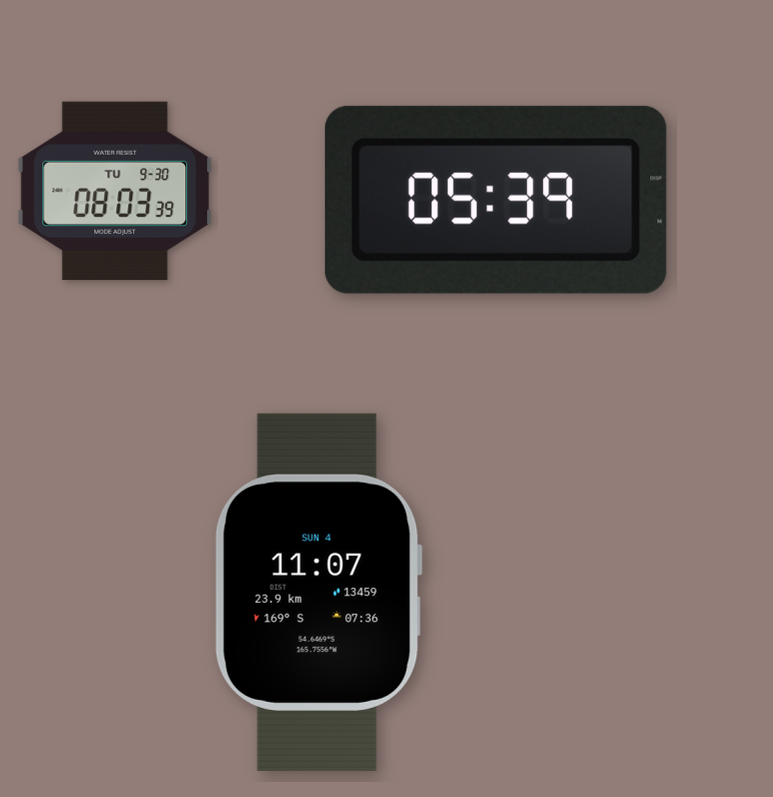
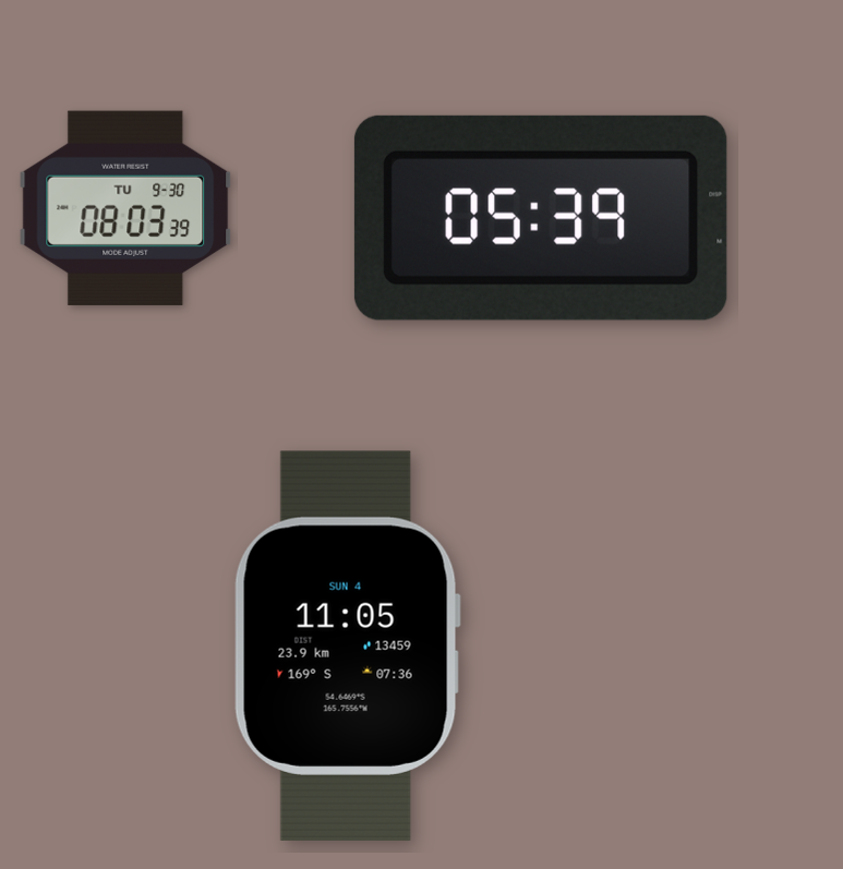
clock at (318, 592): 11:07 -> 11:05
